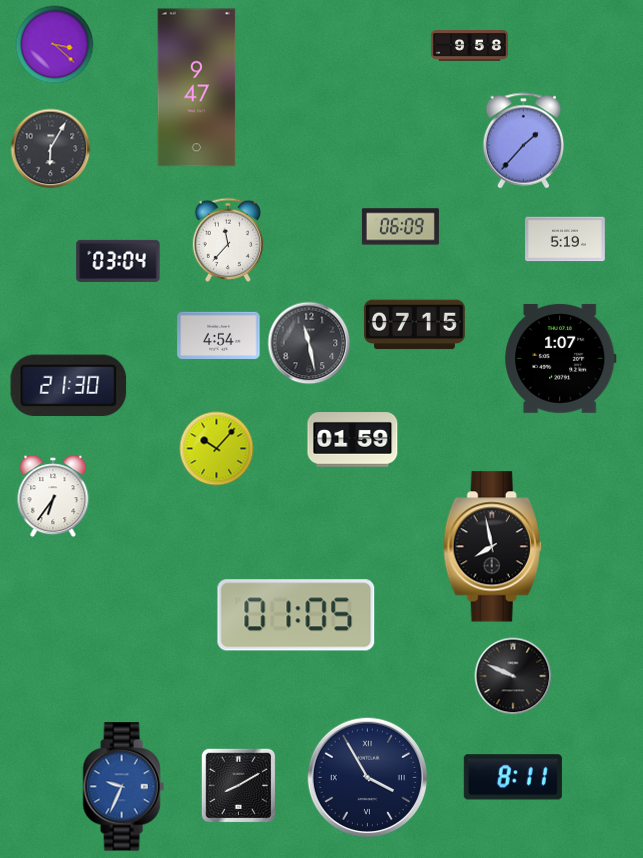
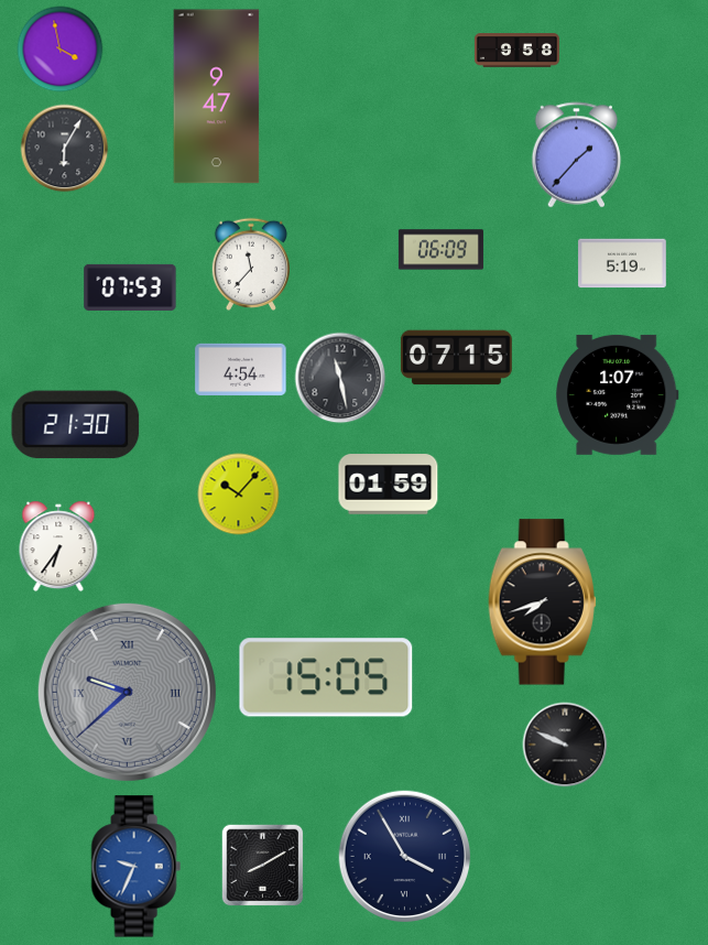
clock at (55, 45): 3:22 -> 3:58
clock at (51, 149) position: (51, 149) -> (65, 149)
clock at (118, 261): 03:04 -> 07:53
clock at (492, 547): 7:58 -> 7:42
clock at (296, 615): 01:05 -> 15:05
clock at (127, 692): none -> 9:38
clock at (513, 777): 8:11 -> none
